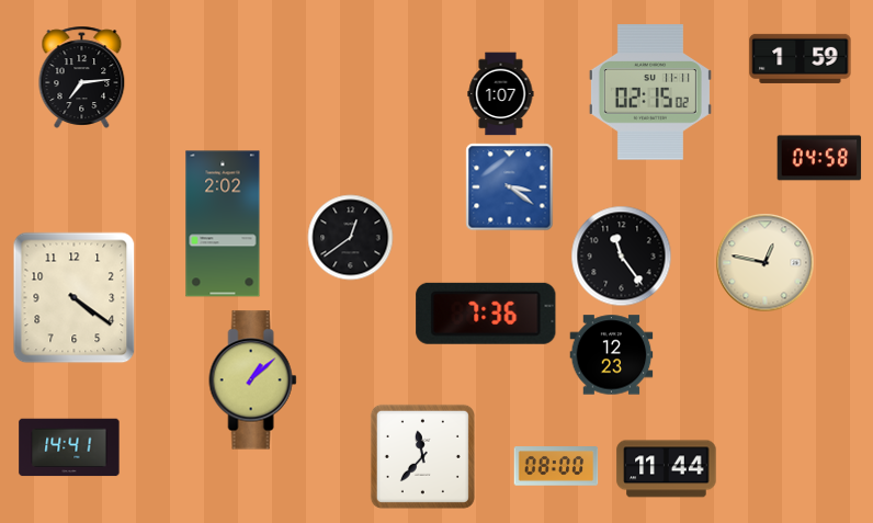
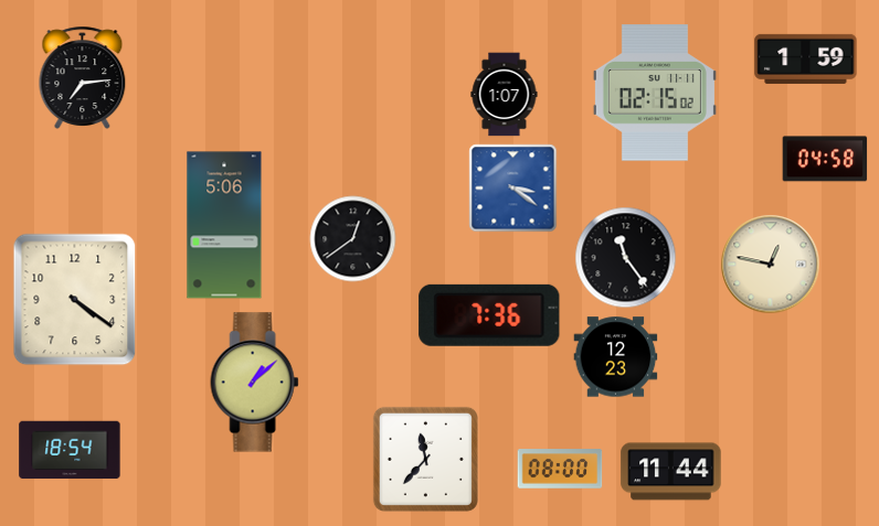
clock at (223, 224): 2:02 -> 5:06
clock at (69, 447): 14:41 -> 18:54
